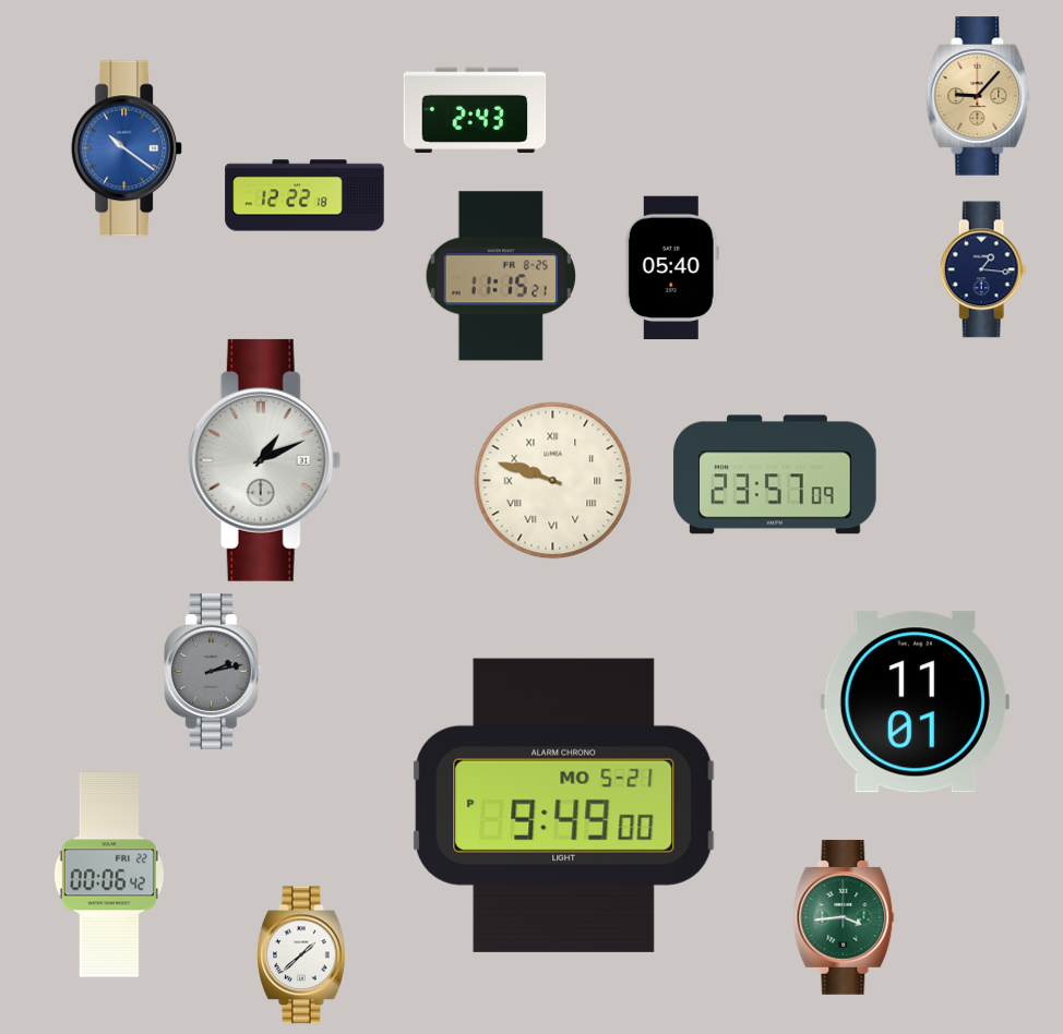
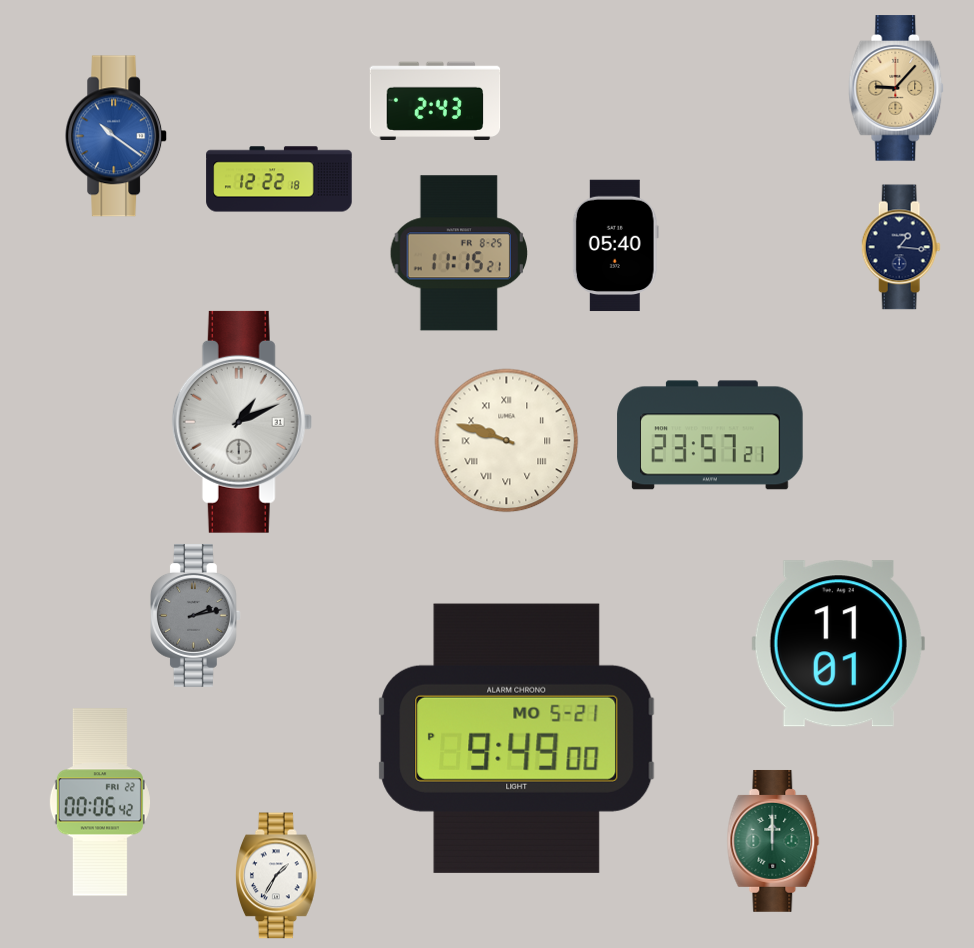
clock at (775, 474): 23:57:09 -> 23:57:21
clock at (844, 917): 3:44 -> 12:00
clock at (302, 955): 1:38 -> 1:35
